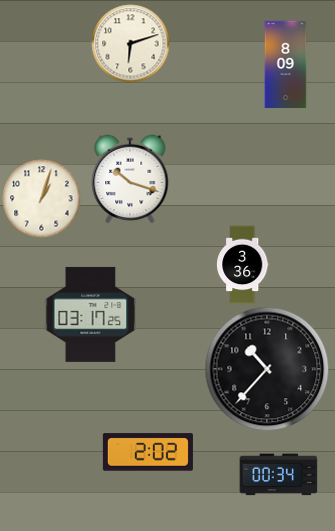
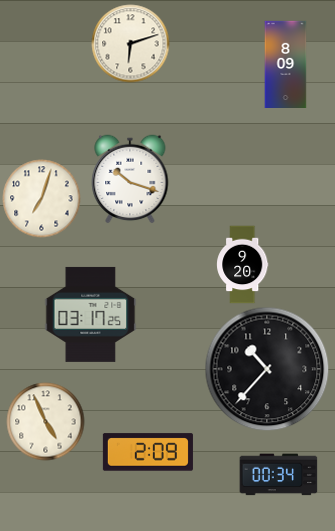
clock at (41, 198): 1:03 -> 7:03
clock at (243, 264): 3:36 -> 9:20
clock at (45, 421): none -> 4:56
clock at (148, 452): 2:02 -> 2:09
